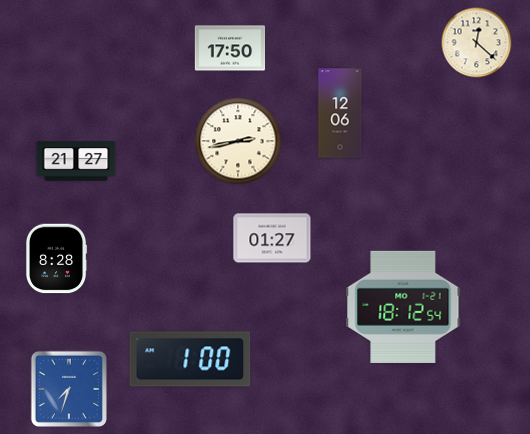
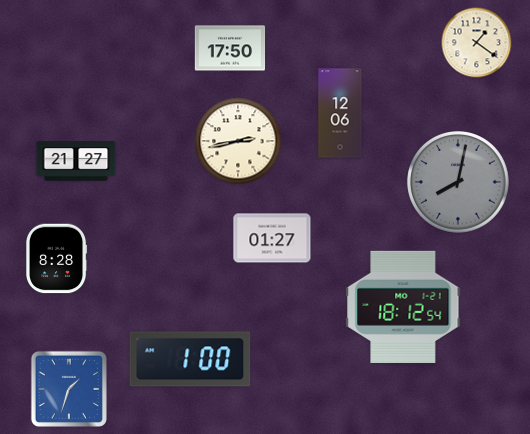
clock at (477, 43): 12:22 -> 1:21
clock at (459, 183): none -> 8:02
clock at (69, 389): 7:33 -> 1:33
